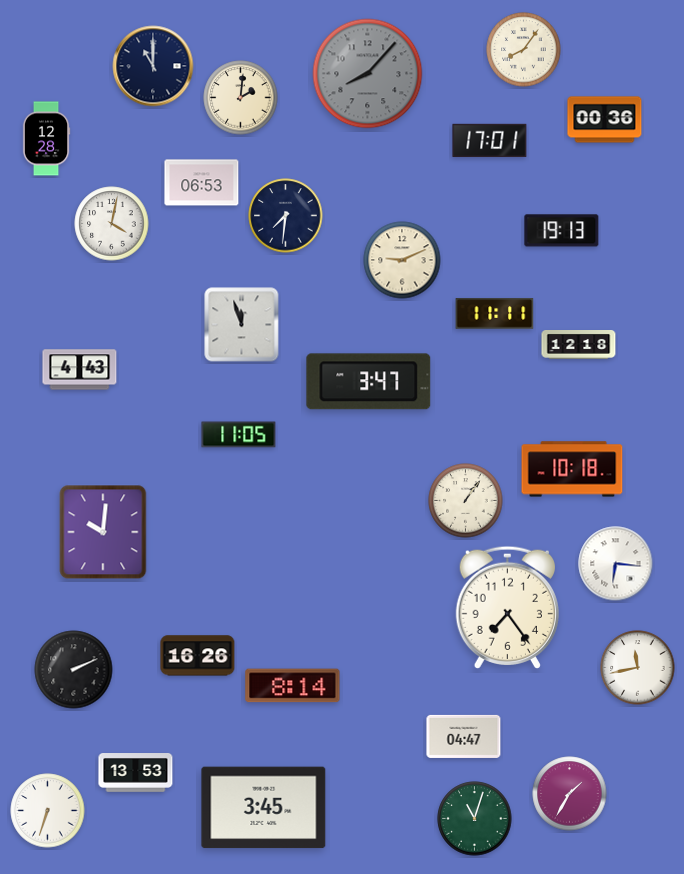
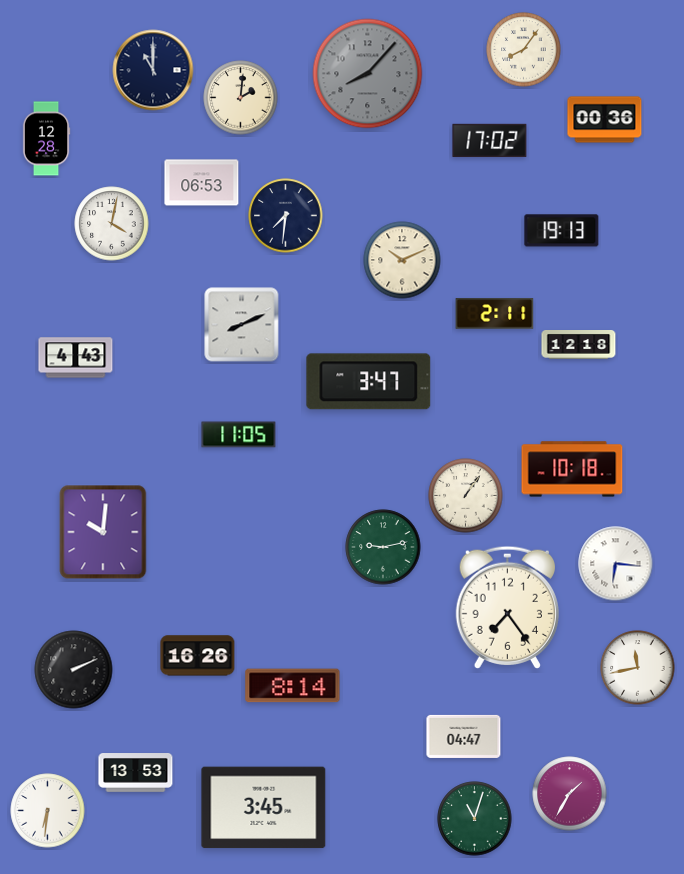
clock at (153, 66) position: (153, 66) -> (153, 70)
clock at (490, 140): 17:01 -> 17:02
clock at (402, 260): 9:11 -> 10:11
clock at (495, 314): 11:11 -> 2:11
clock at (242, 325): 11:57 -> 8:11
clock at (80, 370) position: (80, 370) -> (76, 358)
clock at (466, 501) position: (466, 501) -> (466, 496)
clock at (383, 547): none -> 9:13
clock at (48, 811): 6:33 -> 6:31
